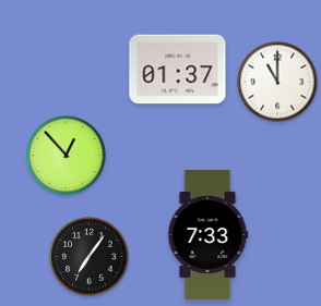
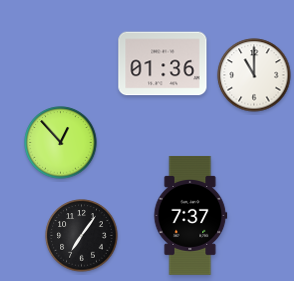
clock at (178, 70): 01:37 -> 01:36
clock at (209, 234): 7:33 -> 7:37
